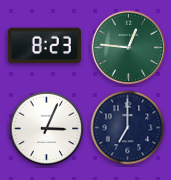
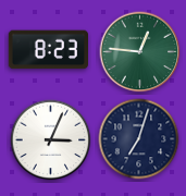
clock at (128, 128): 7:00 -> 7:03
